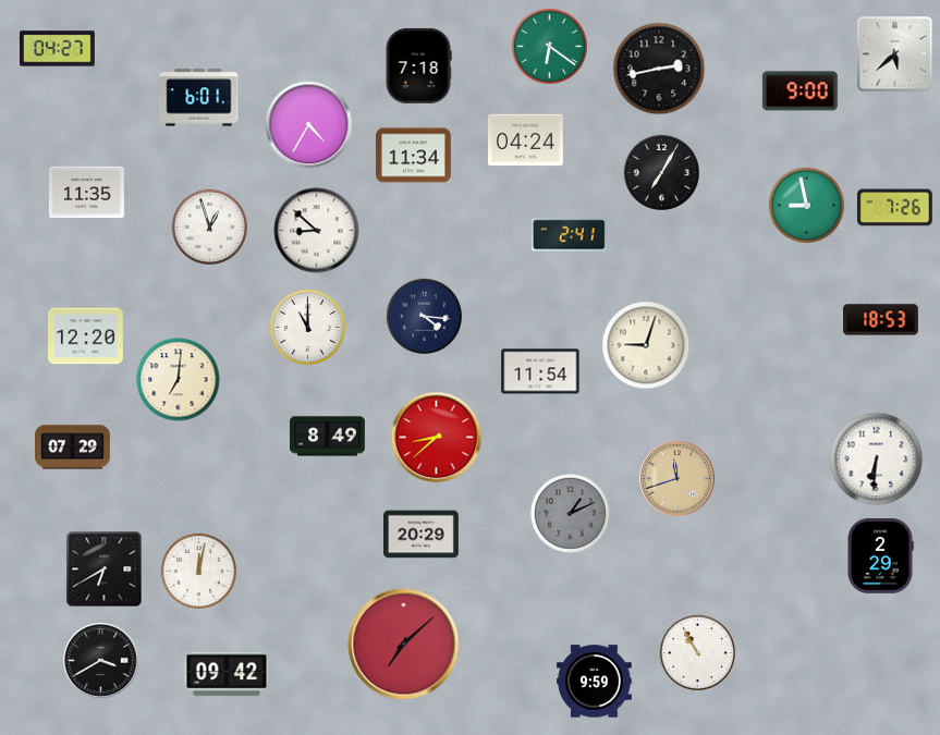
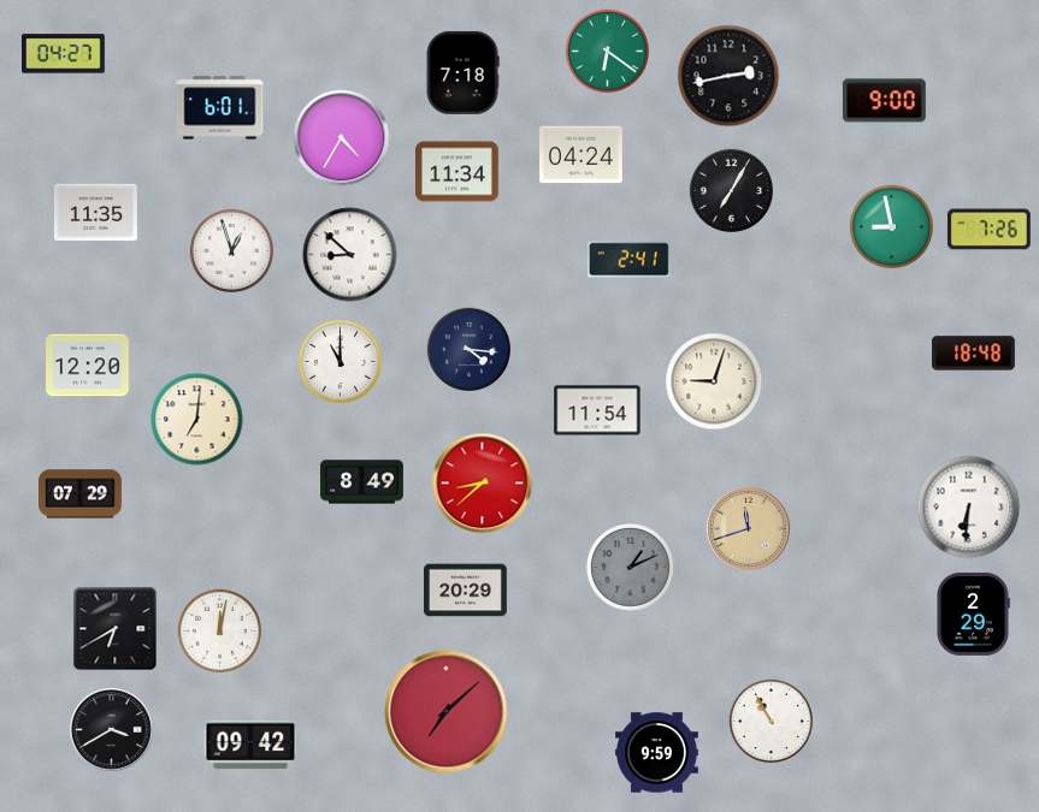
clock at (895, 54): 5:38 -> none
clock at (881, 320): 18:53 -> 18:48
clock at (86, 336) position: (86, 336) -> (88, 366)
